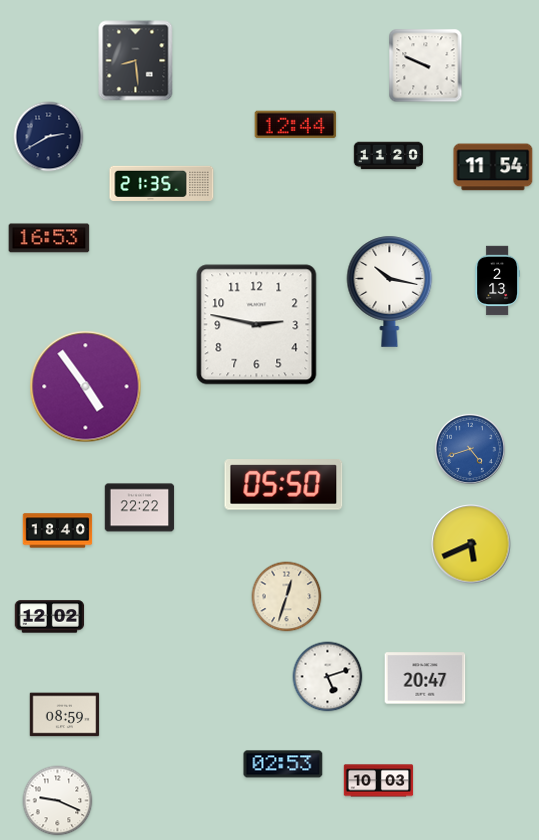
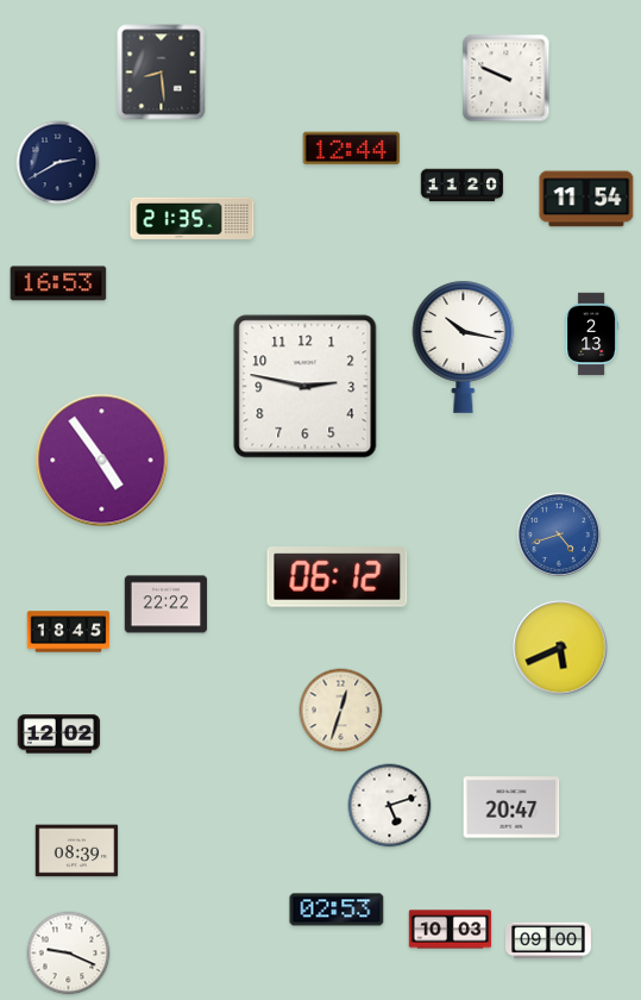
clock at (284, 485): 05:50 -> 06:12
clock at (58, 531): 18:40 -> 18:45
clock at (425, 678) position: (425, 678) -> (511, 807)
clock at (65, 715): 08:59 -> 08:39
clock at (549, 940): none -> 09:00
